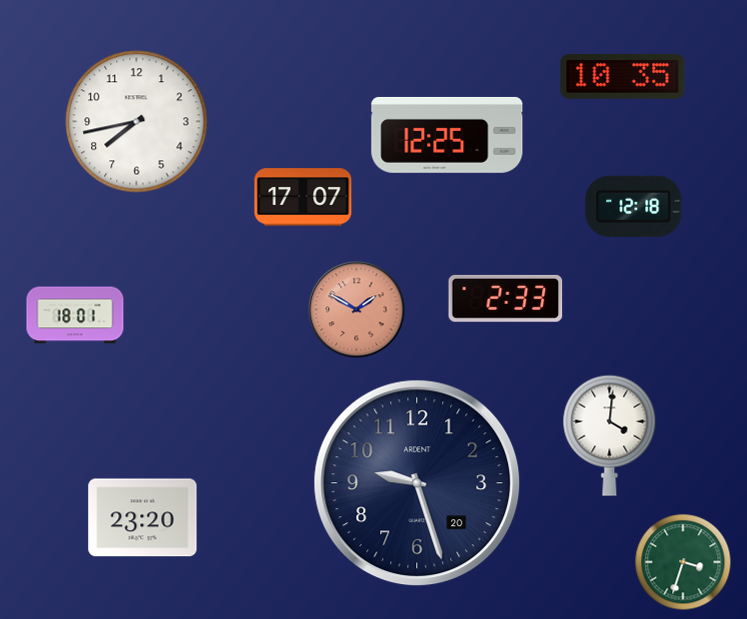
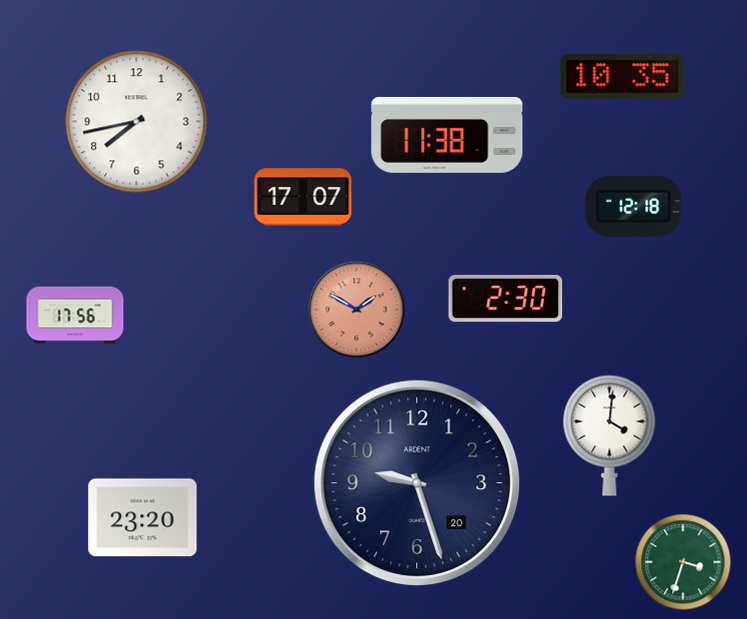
clock at (447, 135): 12:25 -> 11:38
clock at (506, 298): 2:33 -> 2:30
clock at (75, 315): 18:01 -> 17:56
